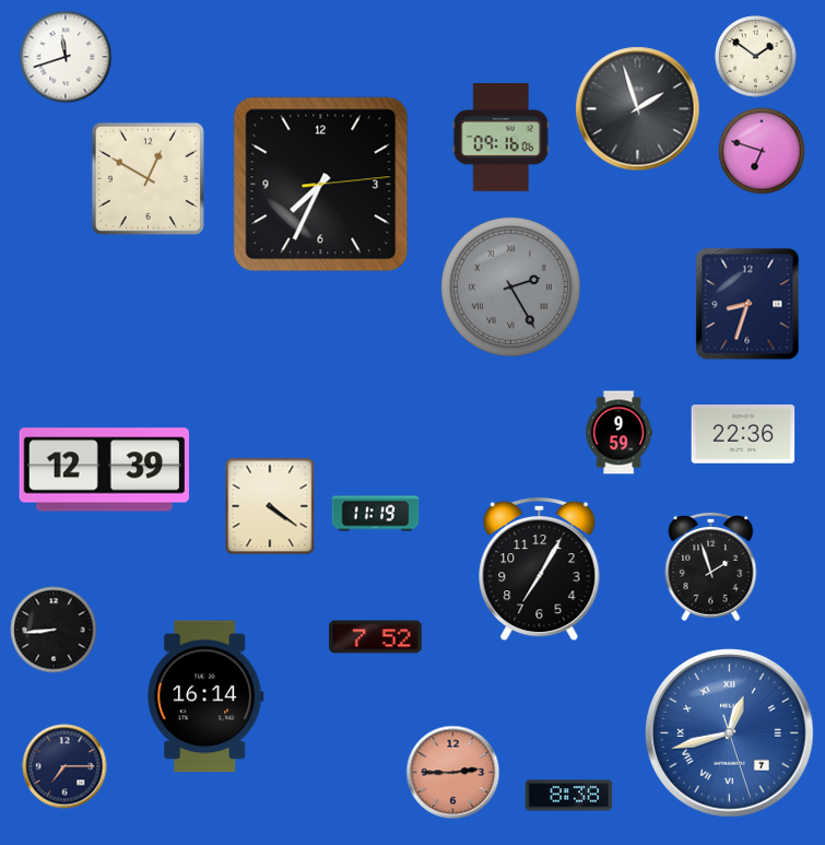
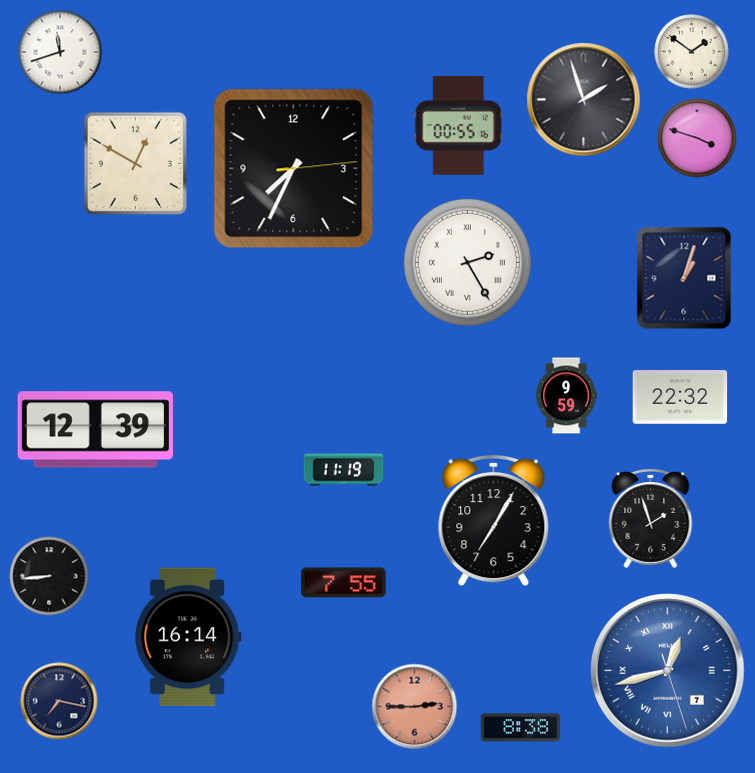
clock at (500, 138): 09:16 -> 00:55
clock at (762, 151): 6:48 -> 3:48
clock at (510, 286) dial: grey -> white
clock at (747, 304): 8:33 -> 1:03
clock at (743, 434): 22:36 -> 22:32
clock at (270, 506): 4:21 -> none
clock at (376, 637): 7:52 -> 7:55
clock at (64, 766): 7:15 -> 7:17
